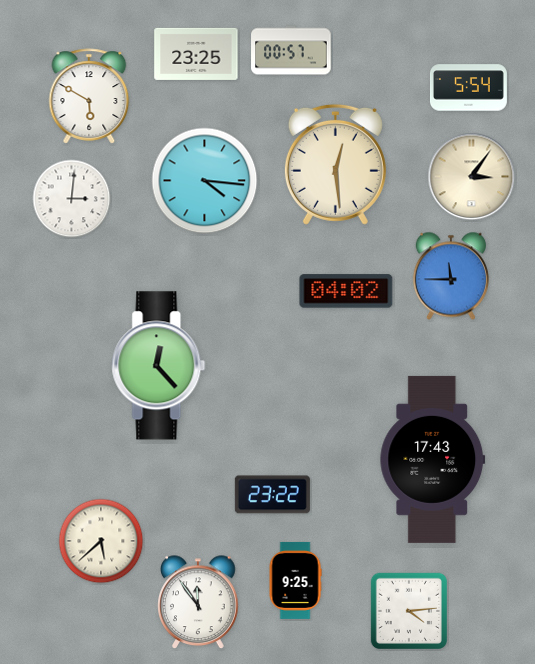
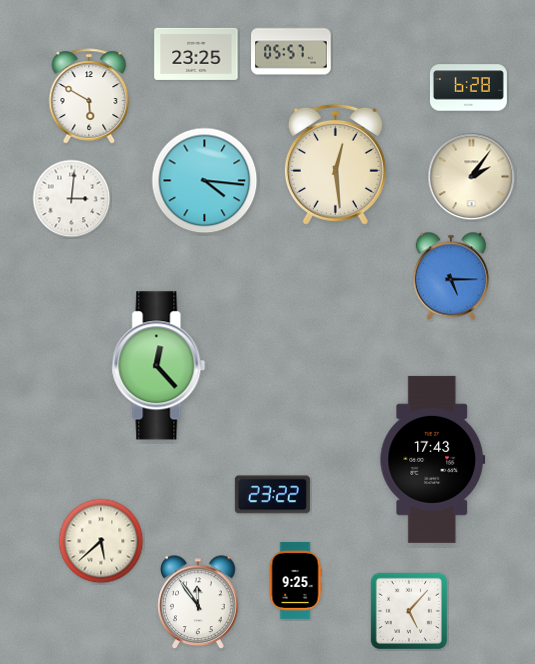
clock at (291, 50): 00:57 -> 05:57
clock at (468, 88): 5:54 -> 6:28
clock at (472, 177): 3:06 -> 2:06
clock at (451, 276): 11:45 -> 5:15
clock at (346, 291): 04:02 -> none
clock at (408, 610): 4:14 -> 5:07
